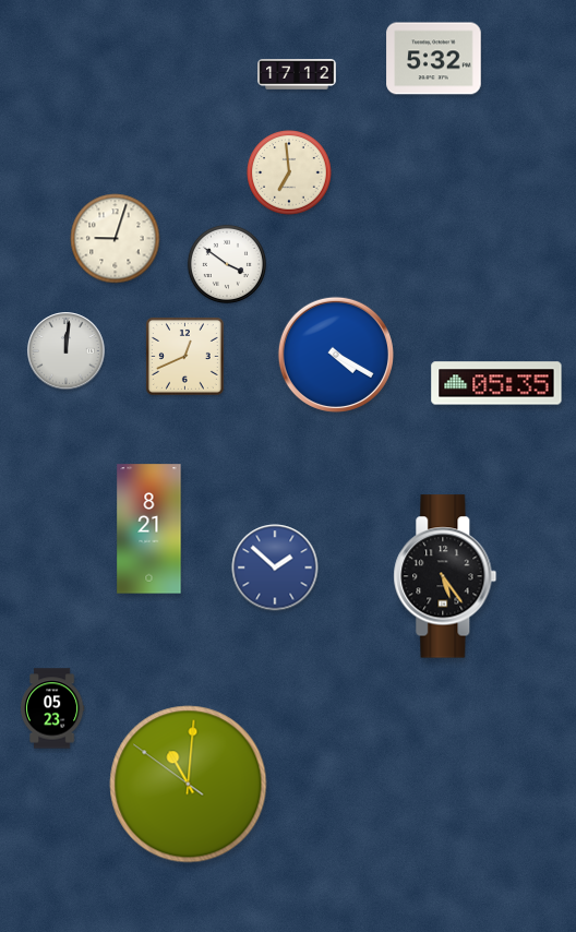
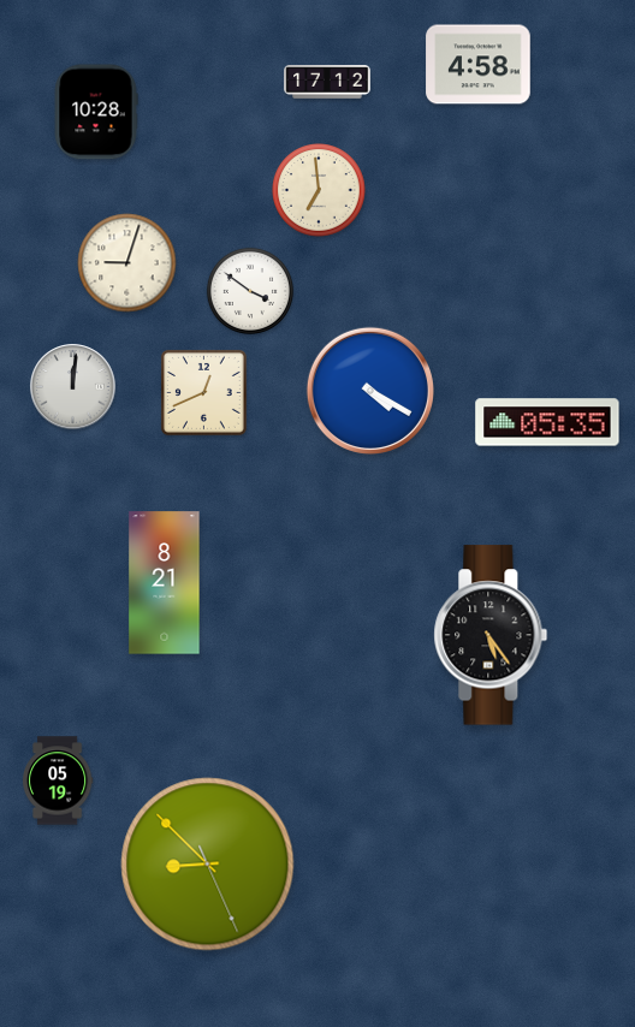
clock at (434, 59): 5:32 -> 4:58
clock at (96, 112): none -> 10:28
clock at (275, 567): 1:52 -> none
clock at (52, 708): 05:23 -> 05:19
clock at (189, 785): 11:00 -> 8:52
